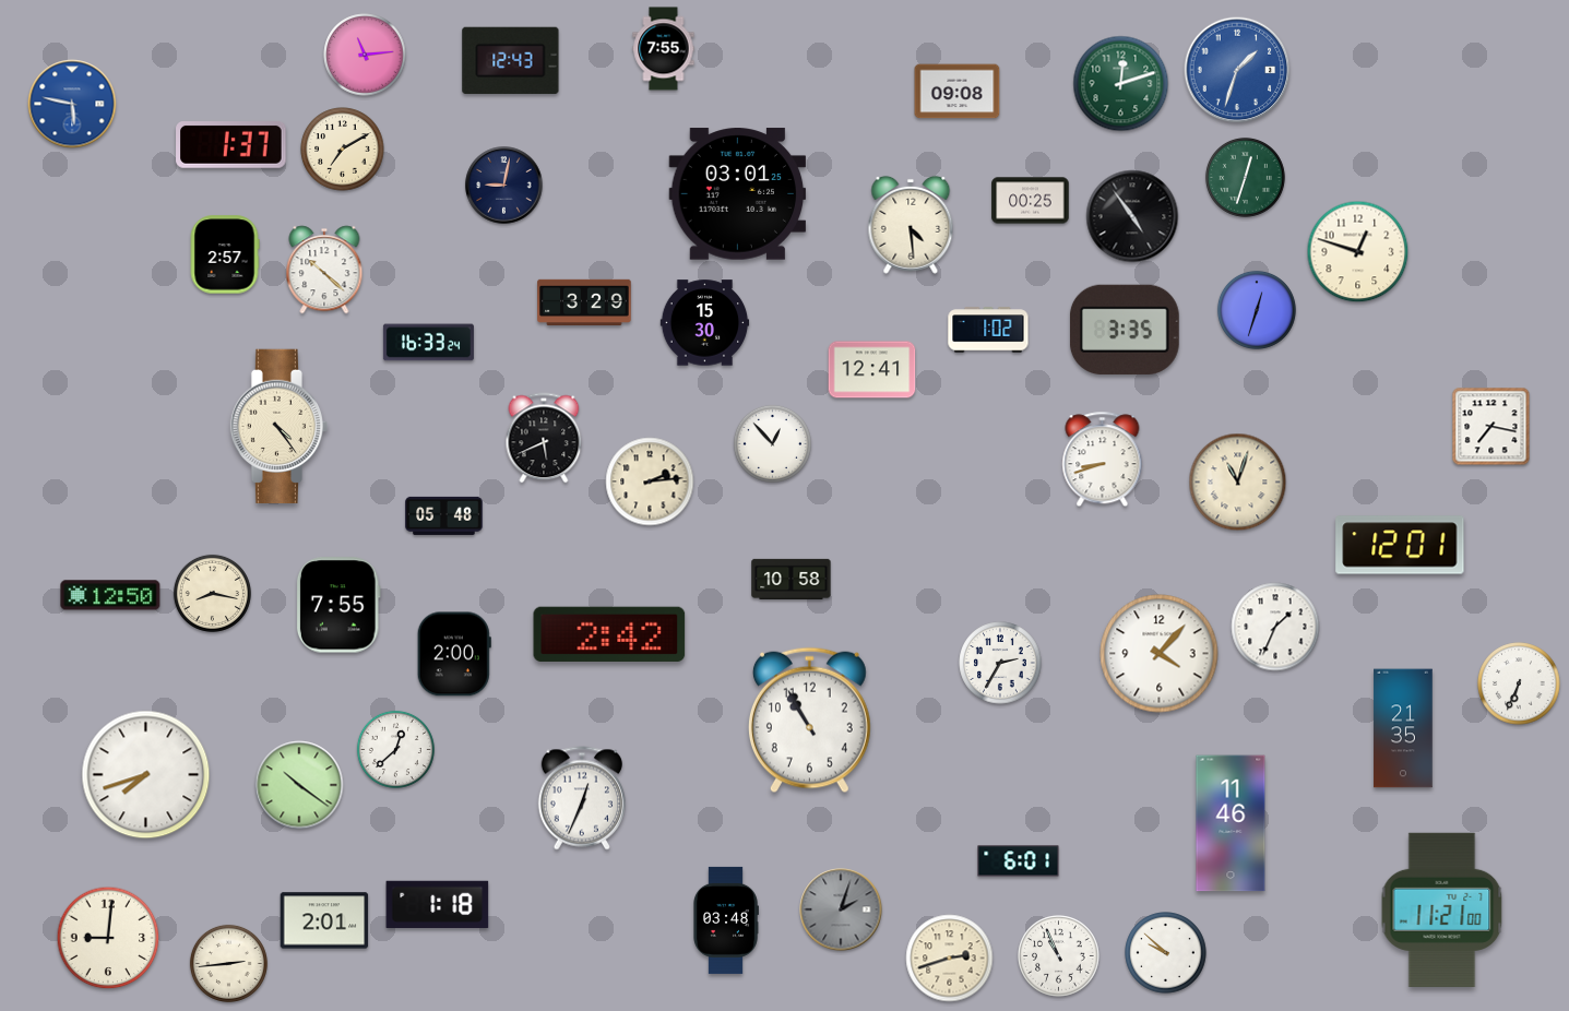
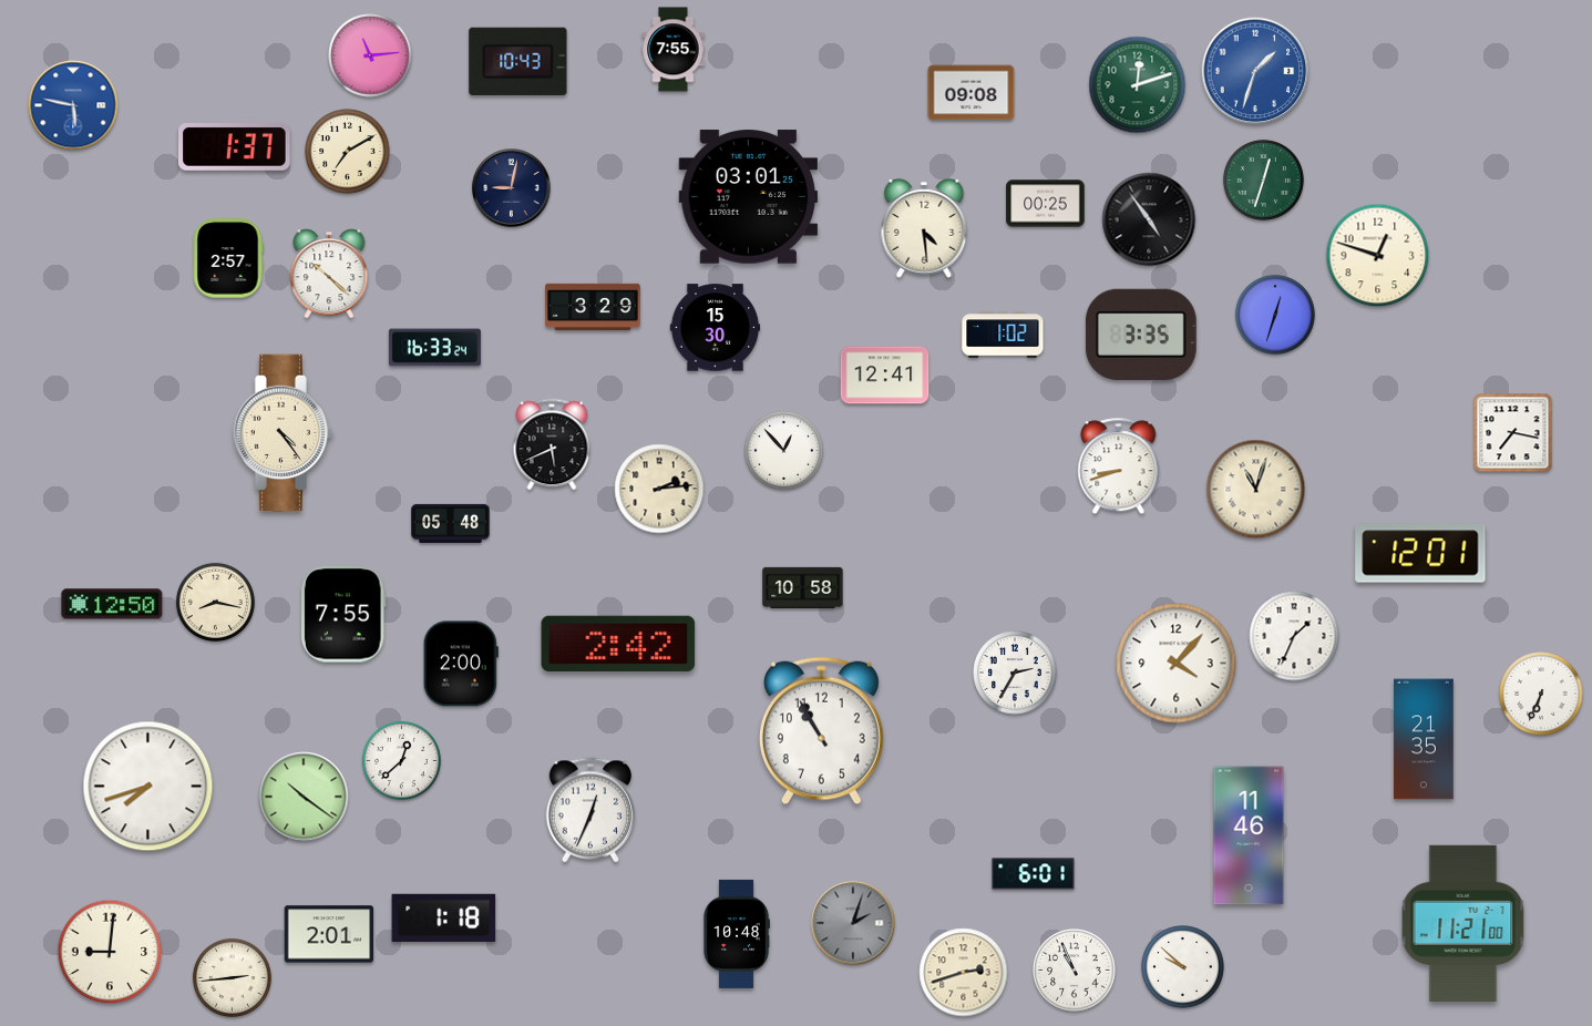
clock at (511, 60): 12:43 -> 10:43
clock at (726, 920): 03:48 -> 10:48
